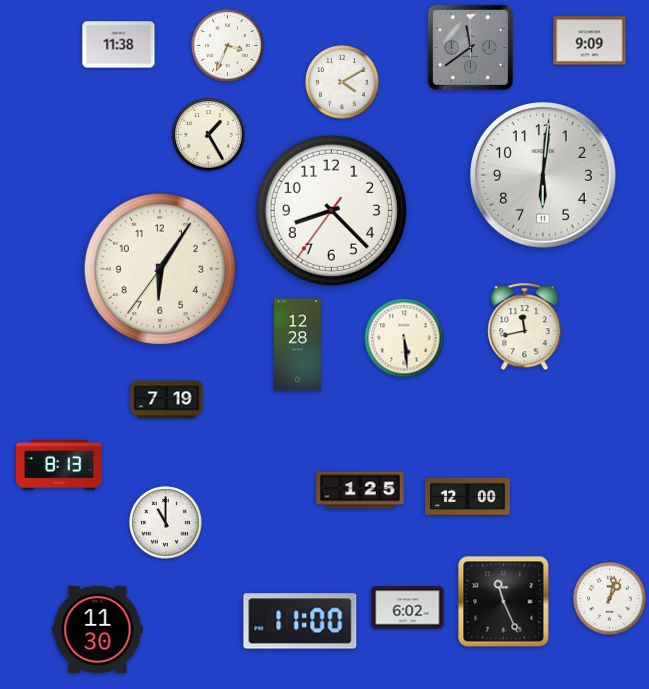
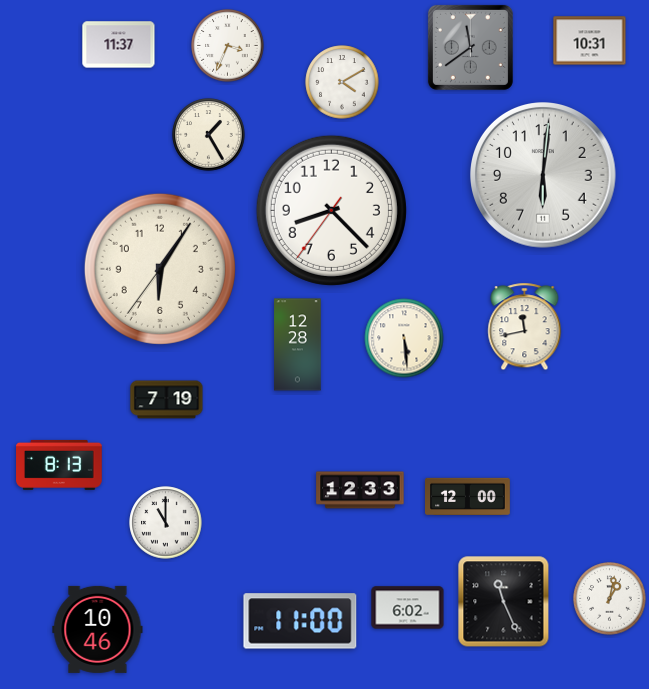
clock at (590, 41): 9:09 -> 10:31
clock at (119, 45): 11:38 -> 11:37
clock at (360, 490): 1:25 -> 12:33
clock at (98, 629): 11:30 -> 10:46
